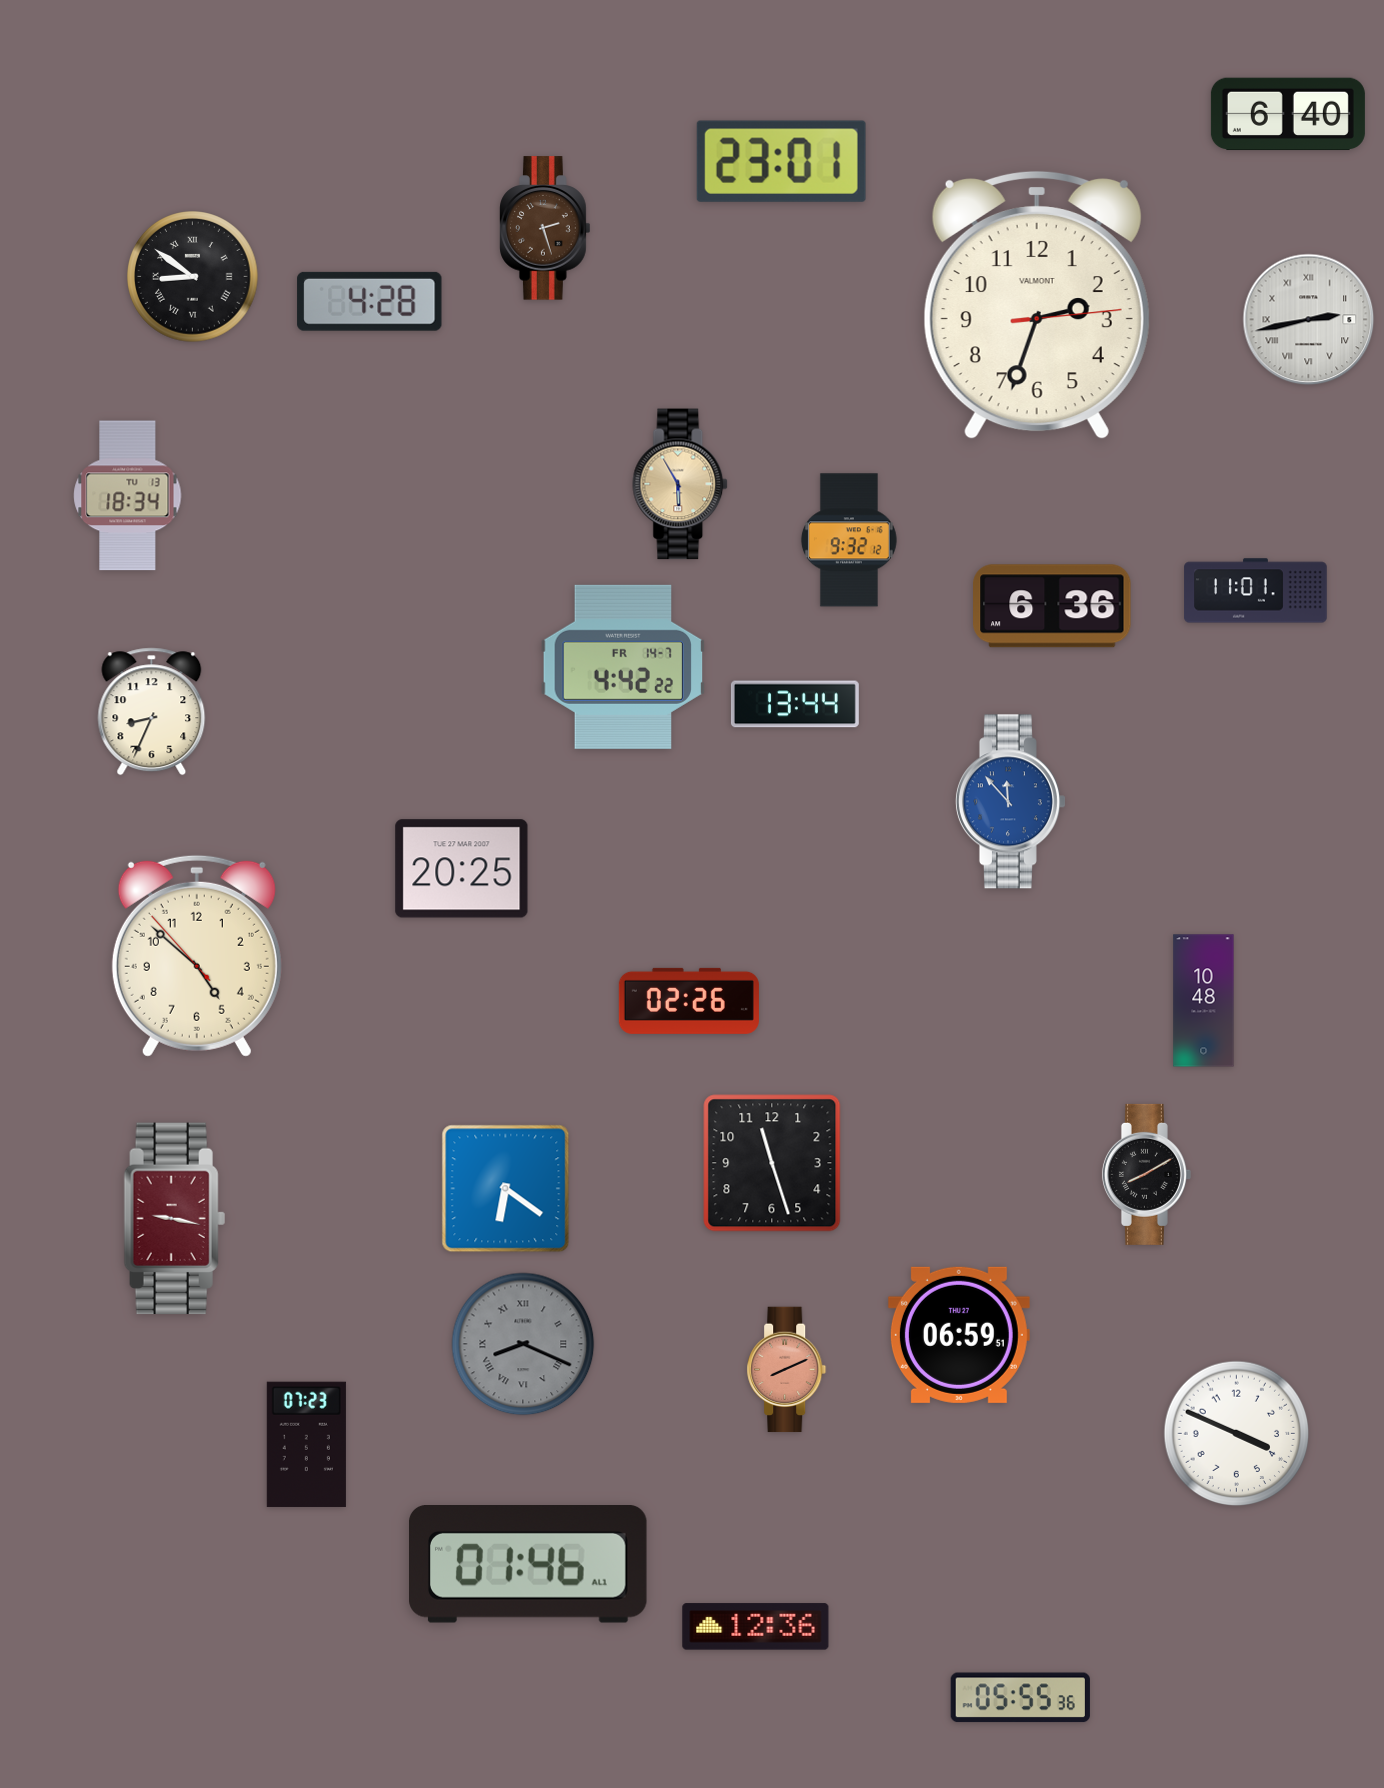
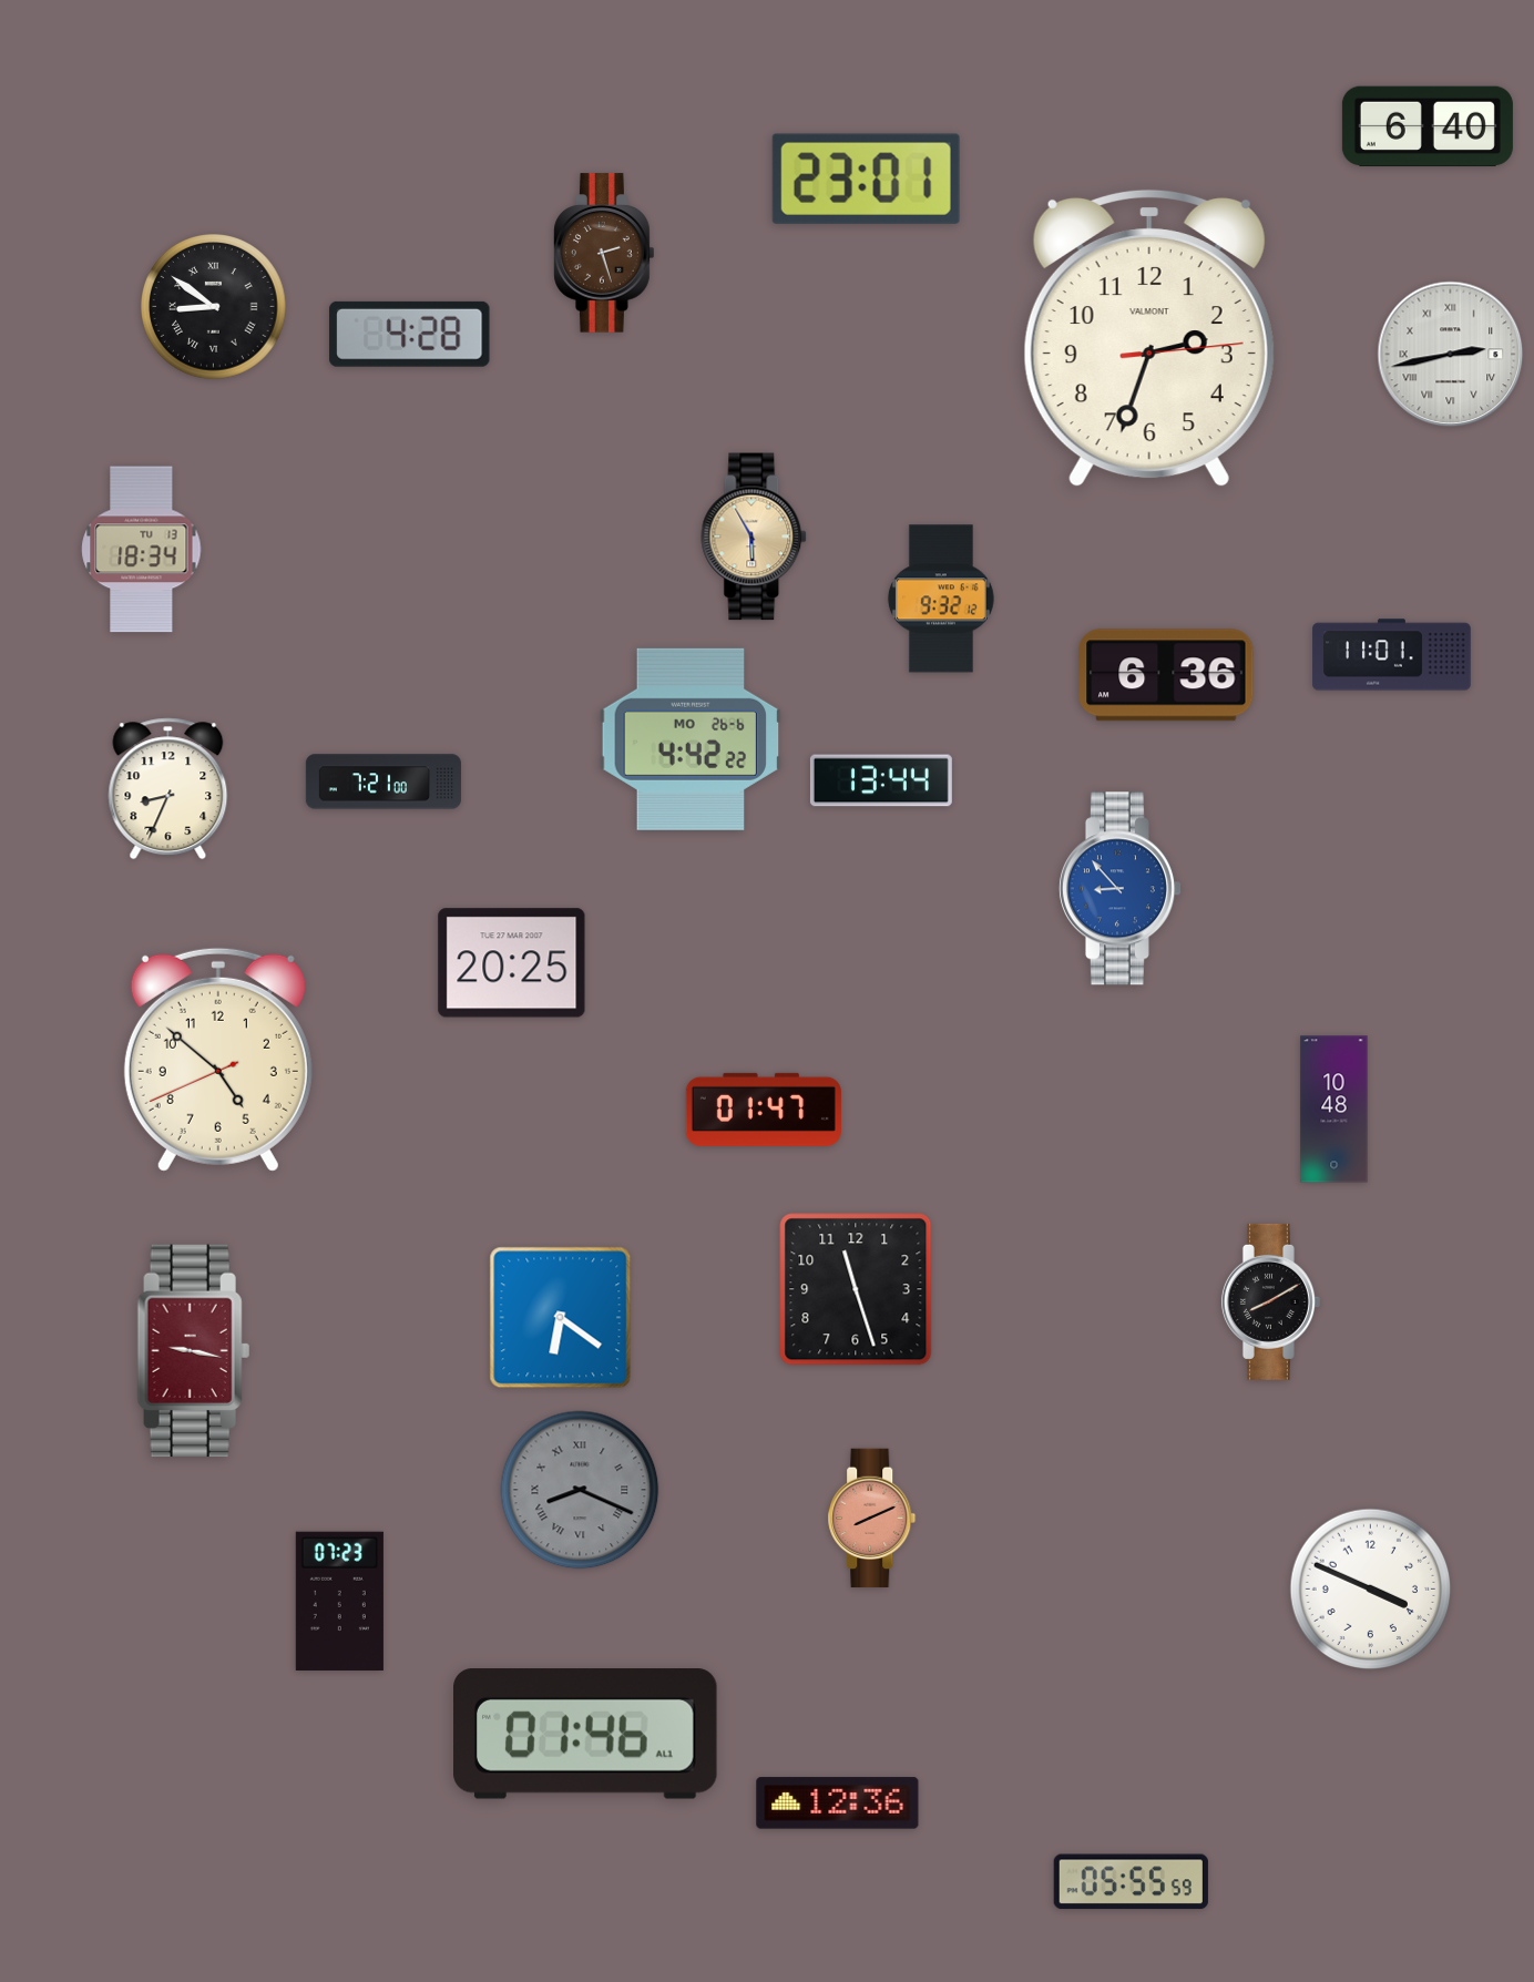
clock at (1052, 606) position: (1052, 606) -> (1166, 675)
clock at (623, 667) date: FR 14-7 -> MO 26-6
clock at (383, 781): none -> 7:21
clock at (1010, 802): 11:53 -> 8:53
clock at (197, 956): 4:51:53 -> 4:51:41
clock at (689, 1001): 02:26 -> 01:47
clock at (959, 1335): 06:59 -> none
clock at (1020, 1698): 05:55:36 -> 05:55:59
